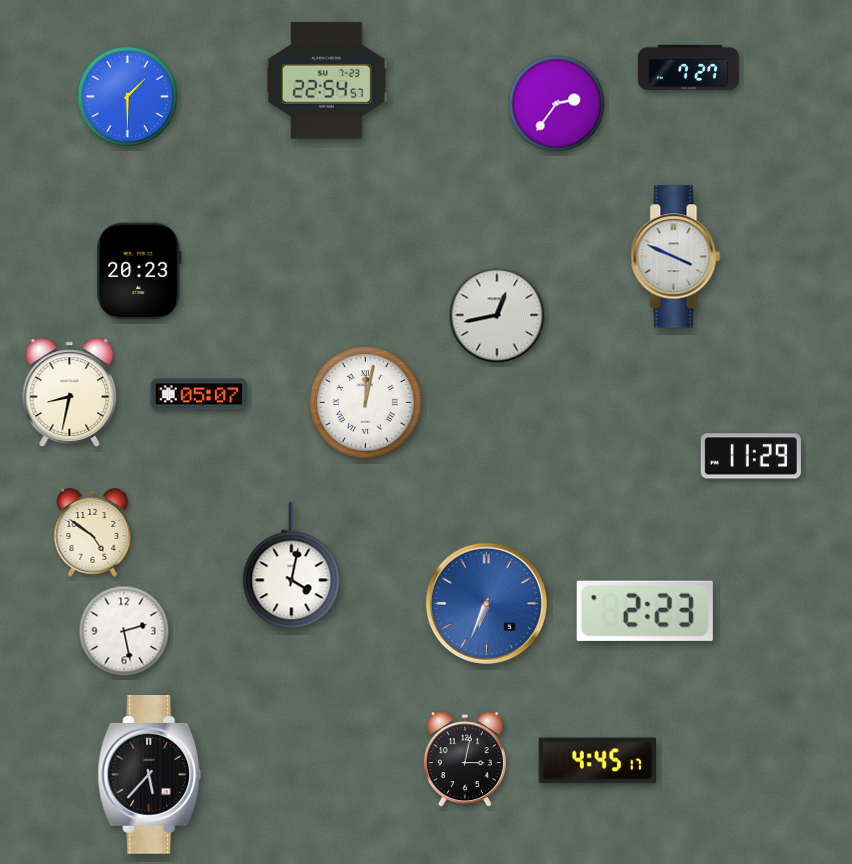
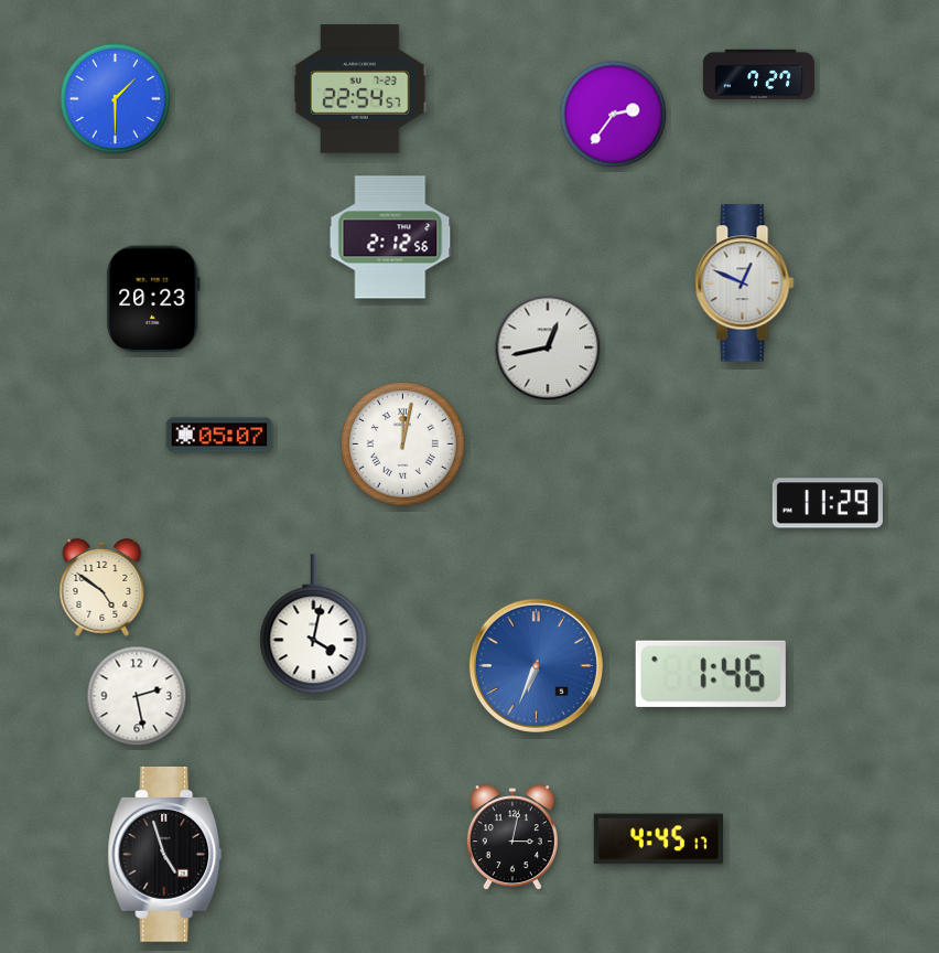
clock at (128, 97) position: (128, 97) -> (116, 99)
clock at (390, 237): none -> 2:12
clock at (676, 257): 3:49 -> 12:49
clock at (70, 393): 8:32 -> none
clock at (292, 566) position: (292, 566) -> (314, 624)
clock at (645, 611): 2:23 -> 1:46
clock at (150, 775): 5:37 -> 4:57
